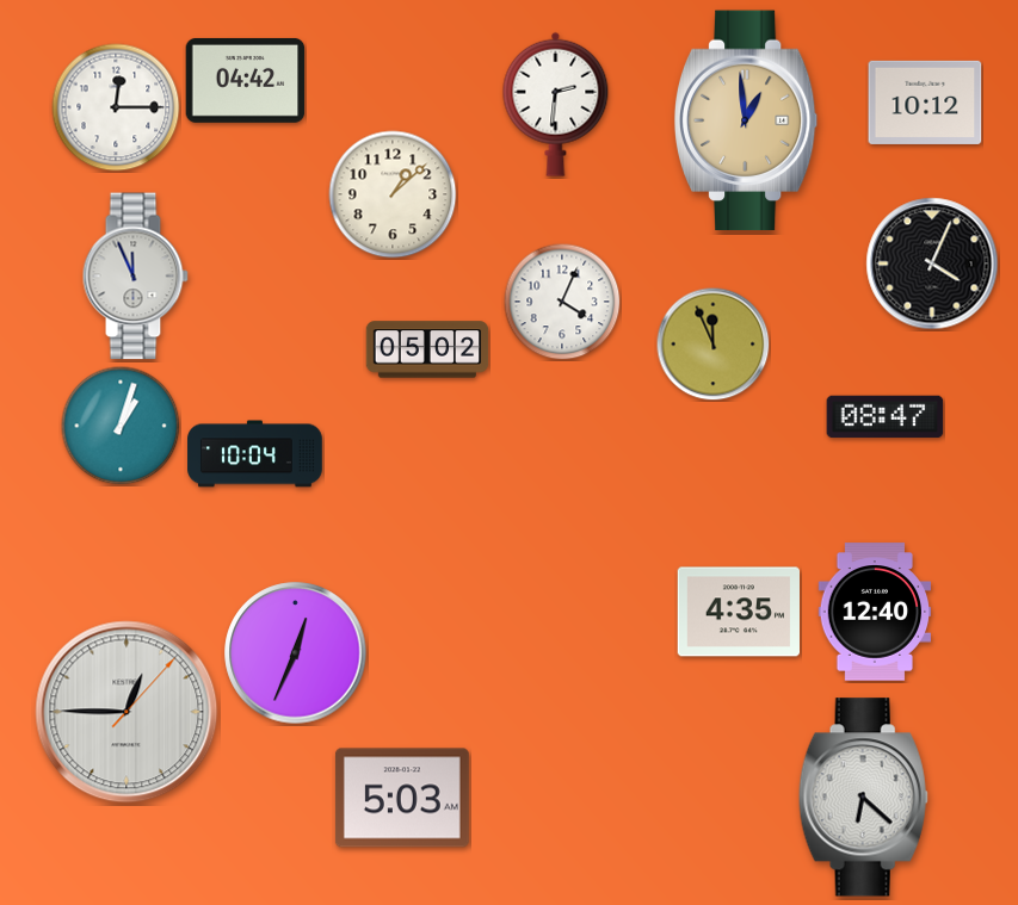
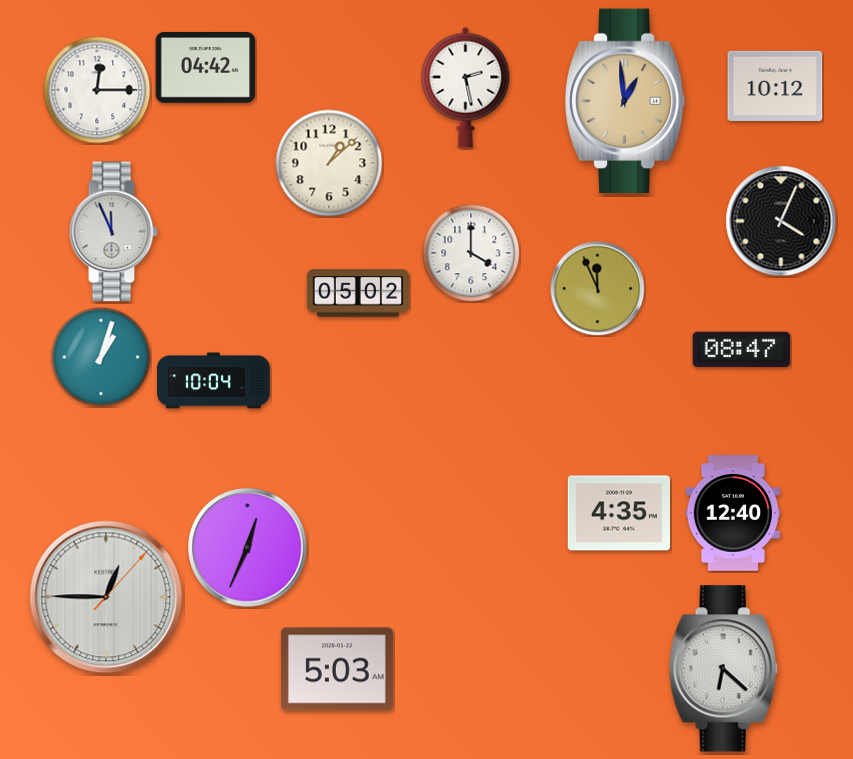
clock at (556, 104): 2:31 -> 2:28
clock at (562, 302): 4:04 -> 4:00
